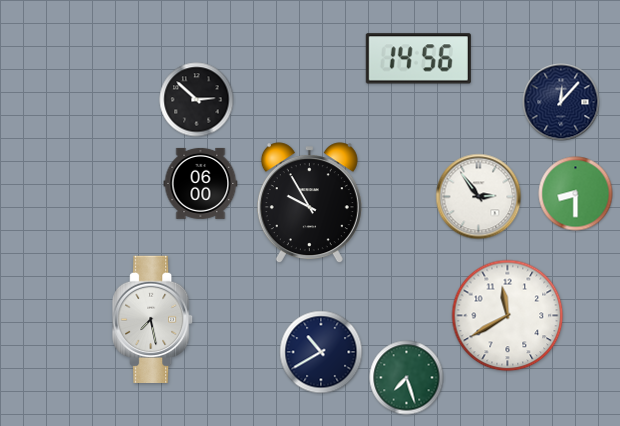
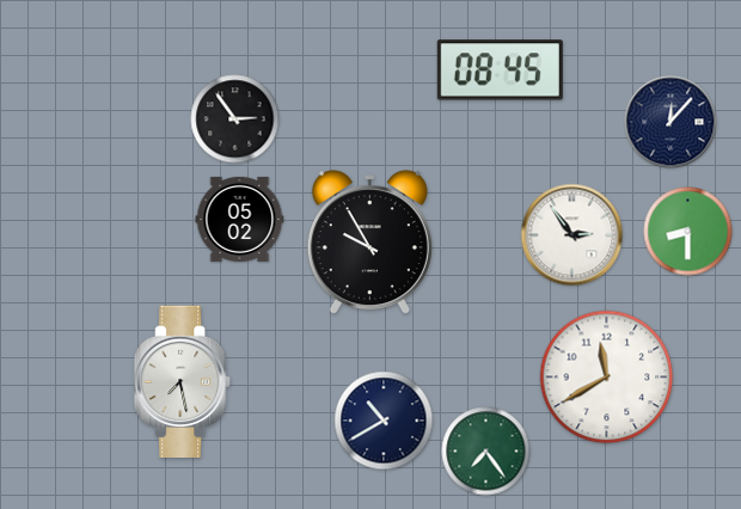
clock at (418, 59): 14:56 -> 08:45
clock at (197, 100): 2:52 -> 2:54
clock at (201, 183): 06:00 -> 05:02
clock at (407, 378): 7:27 -> 7:24
